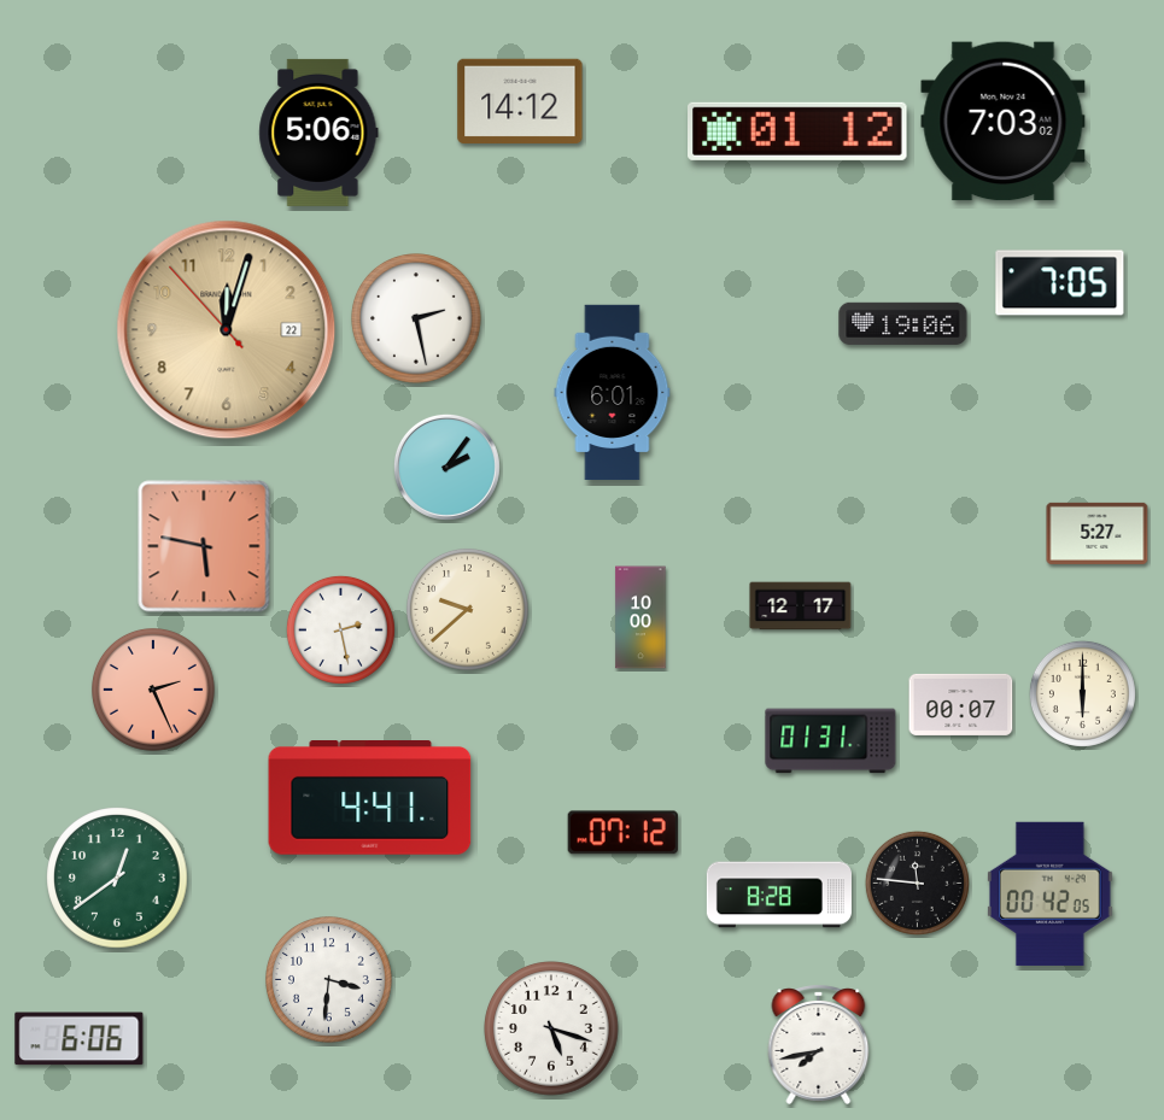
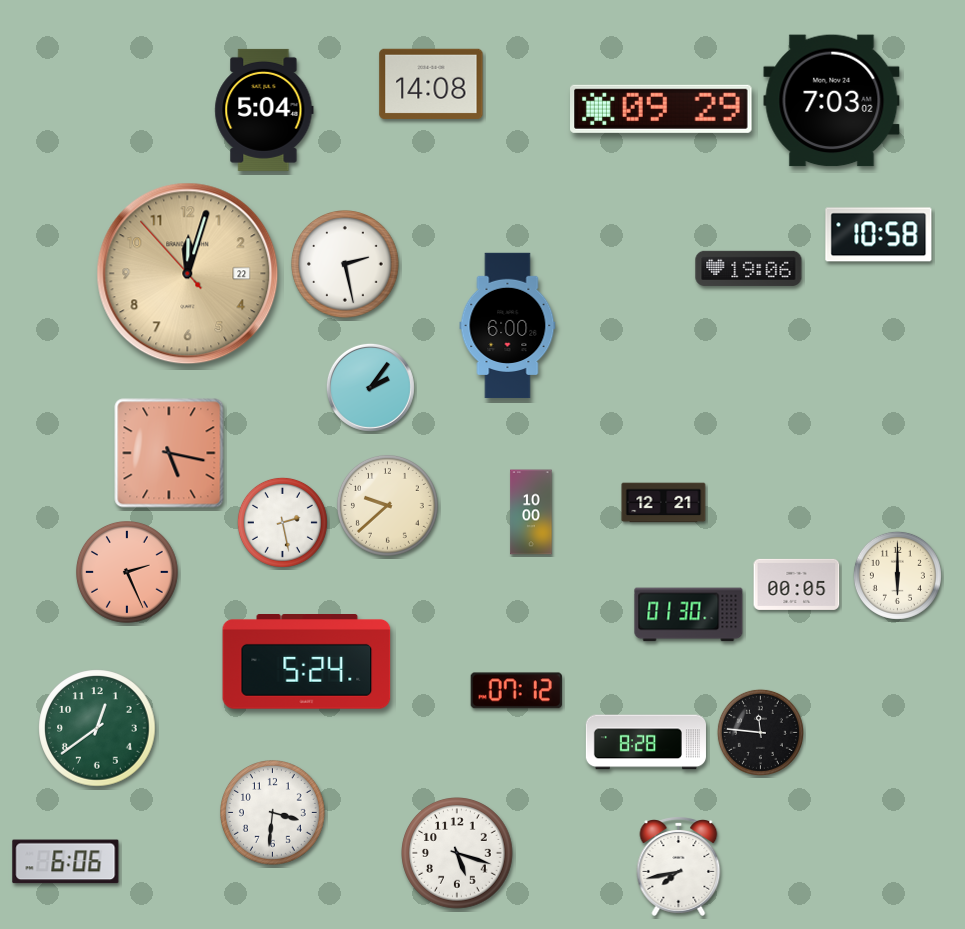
clock at (520, 100): 14:12 -> 14:08
clock at (799, 131): 01:12 -> 09:29
clock at (318, 133): 5:06 -> 5:04
clock at (1060, 283): 7:05 -> 10:58
clock at (613, 393): 6:01 -> 6:00
clock at (1098, 533): 5:27 -> none
clock at (204, 546): 5:47 -> 5:17
clock at (801, 606): 12:17 -> 12:21
clock at (961, 704): 00:07 -> 00:05
clock at (831, 741): 01:31 -> 01:30
clock at (370, 798): 4:41 -> 5:24
clock at (1051, 893): 00:42 -> none
